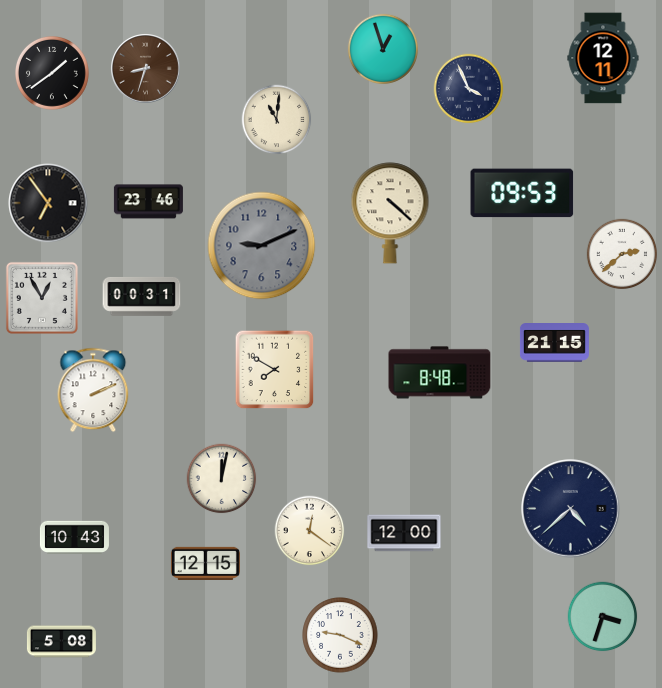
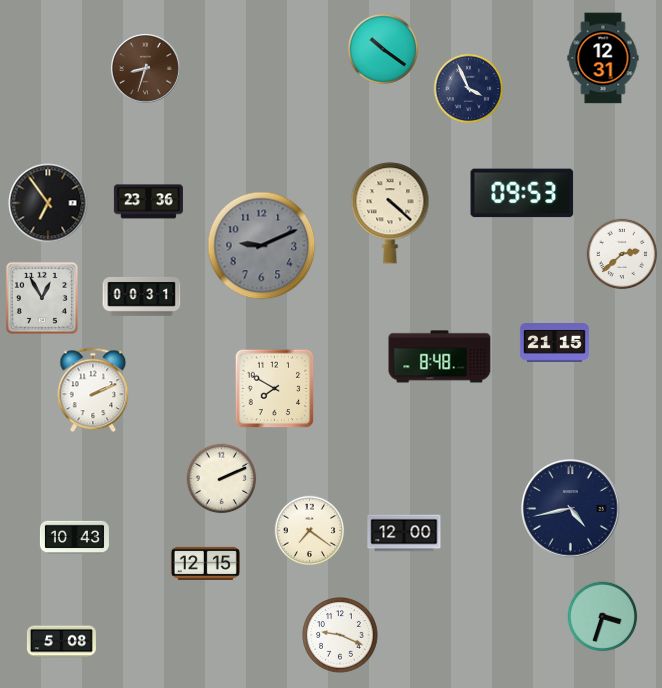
clock at (383, 49): 12:57 -> 10:21
clock at (603, 58): 12:11 -> 12:31
clock at (53, 74): 1:39 -> none
clock at (277, 120): 11:01 -> none
clock at (148, 202): 23:46 -> 23:36
clock at (275, 370) position: (275, 370) -> (275, 389)
clock at (440, 373) position: (440, 373) -> (440, 357)
clock at (222, 479): 12:02 -> 2:11
clock at (571, 509): 4:38 -> 4:43
clock at (310, 531): 12:21 -> 7:21
